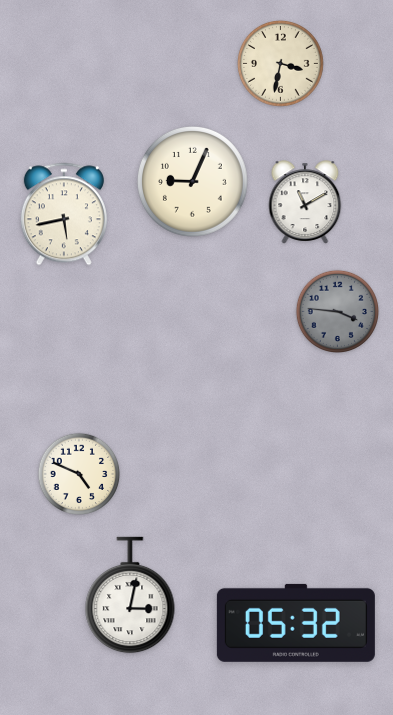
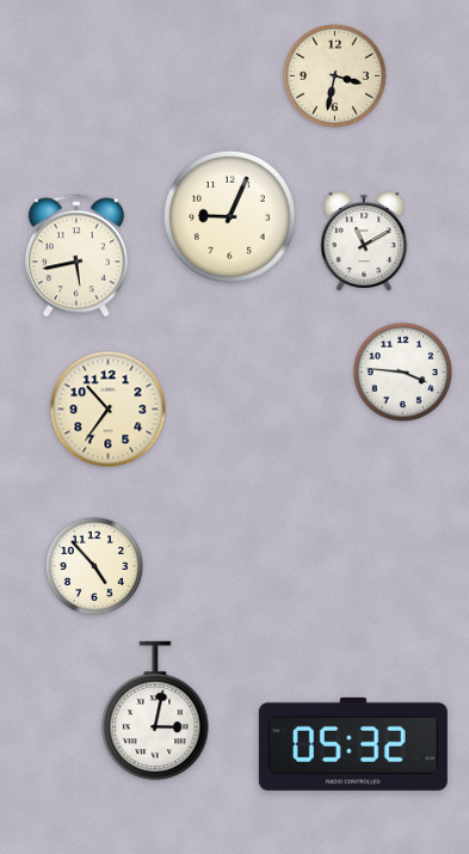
clock at (337, 311) dial: grey -> white
clock at (109, 410): none -> 10:36
clock at (79, 474): 4:49 -> 4:53
